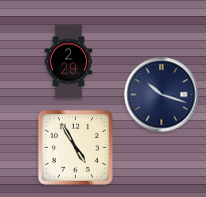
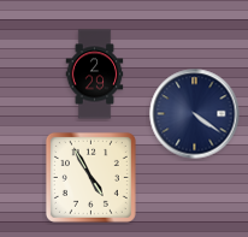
clock at (69, 62) position: (69, 62) -> (95, 75)
clock at (162, 95): 10:18 -> 4:21
